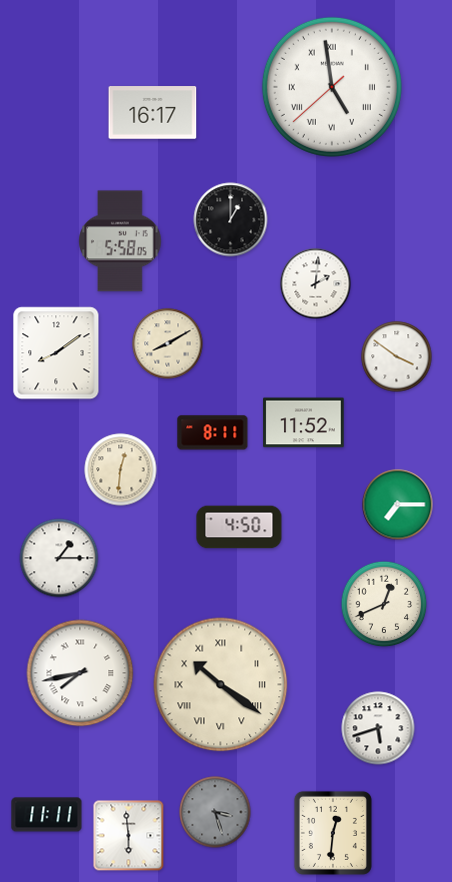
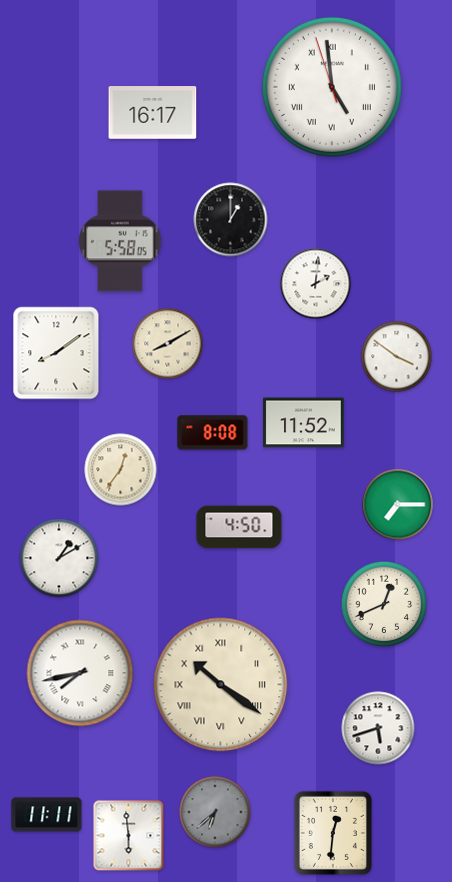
clock at (332, 87): 4:58:38 -> 4:58:57
clock at (213, 433): 8:11 -> 8:08
clock at (121, 470): 12:31 -> 12:36
clock at (59, 558): 1:15 -> 1:10
clock at (215, 812): 3:27 -> 6:38
